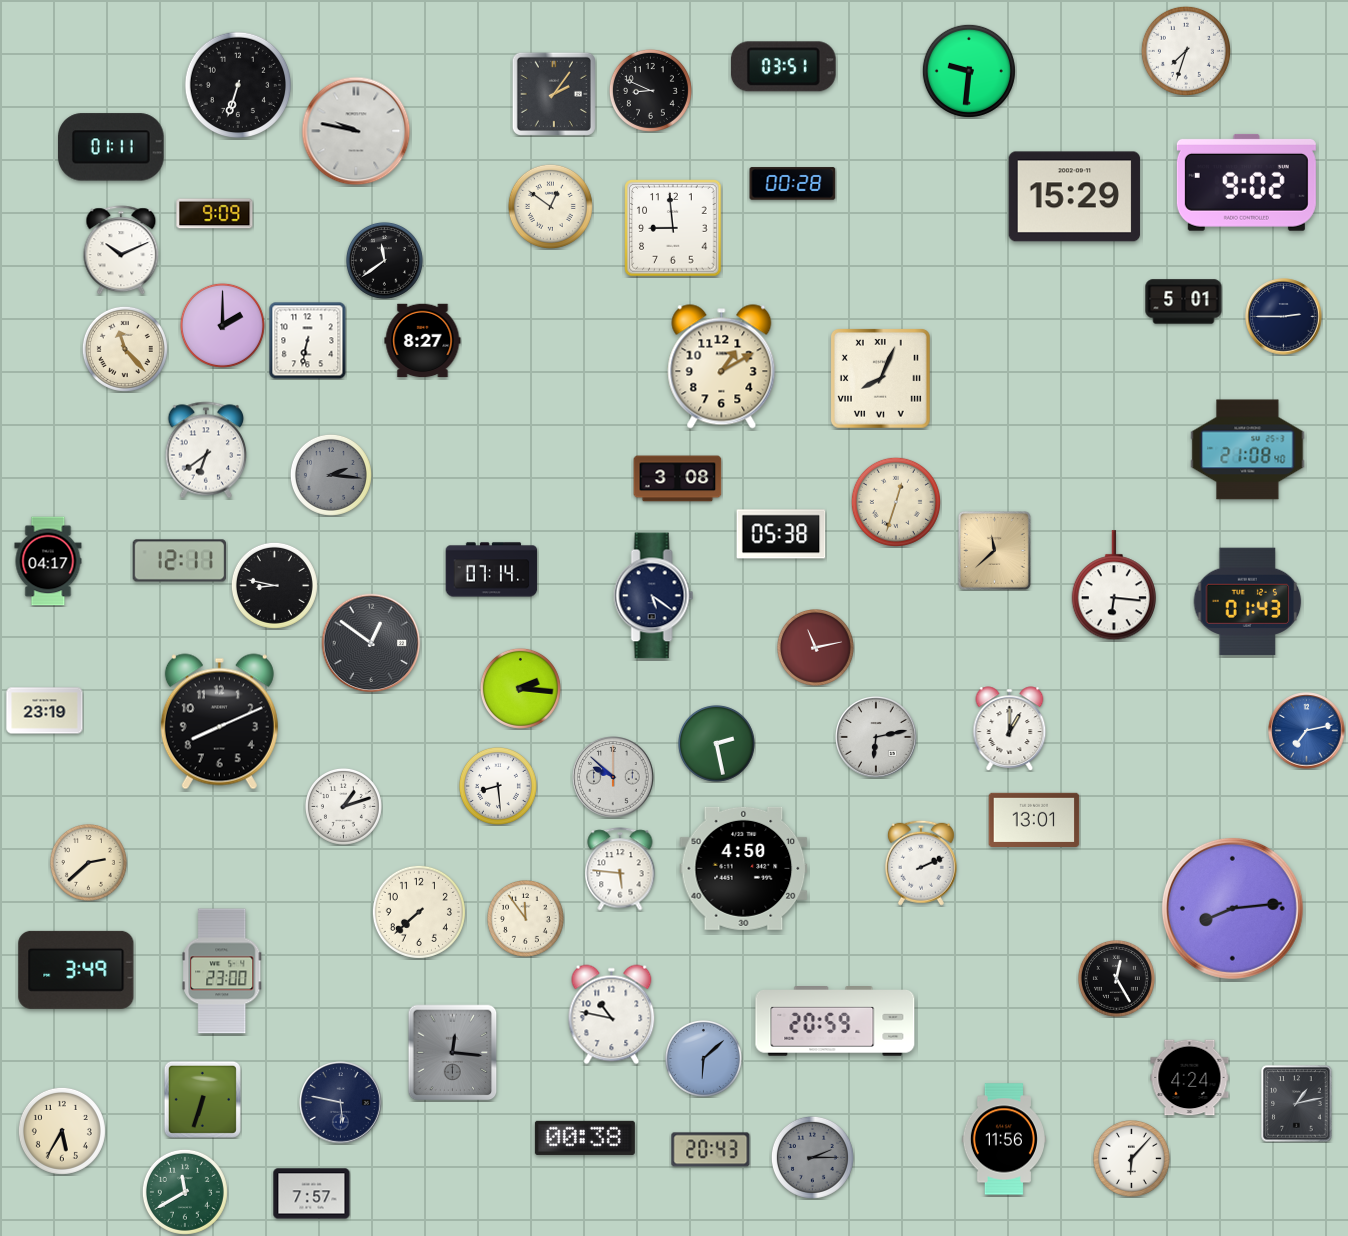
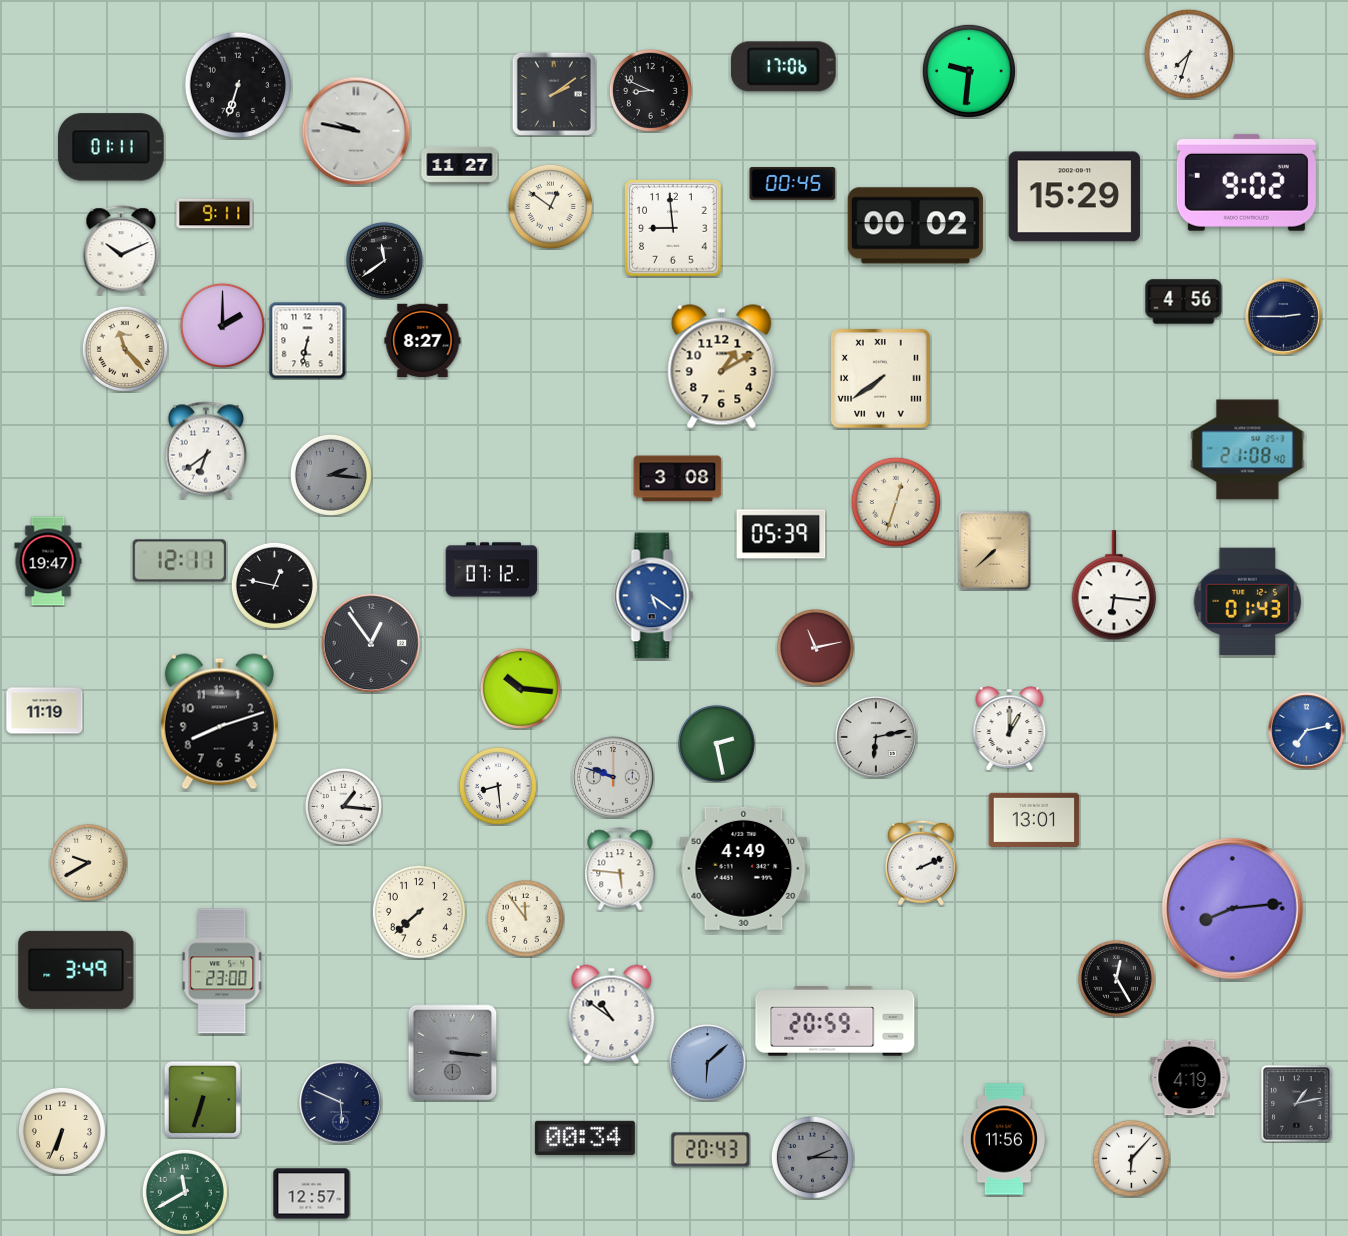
clock at (1186, 51) position: (1186, 51) -> (1189, 54)
clock at (783, 67): 03:51 -> 17:06
clock at (554, 94): 2:06 -> 2:09
clock at (460, 165): none -> 11:27
clock at (793, 184): 00:28 -> 00:45
clock at (215, 214): 9:09 -> 9:11
clock at (915, 226): none -> 00:02
clock at (1184, 302): 5:01 -> 4:56
clock at (881, 379): 8:04 -> 7:39
clock at (781, 534): 05:38 -> 05:39
clock at (994, 550): 11:38 -> 7:38
clock at (48, 561): 04:17 -> 19:47
clock at (492, 570): 07:14 -> 07:12
clock at (274, 585): 8:47 -> 12:47
clock at (654, 596) dial: navy -> blue
clock at (371, 643): 12:51 -> 12:54
clock at (520, 688): 2:16 -> 10:16
clock at (45, 711): 23:19 -> 11:19
clock at (219, 722): 8:11 -> 8:12
clock at (613, 777): 9:52 -> 9:48
clock at (343, 806): 1:12 -> 1:16
clock at (88, 862): 2:38 -> 9:40
clock at (744, 868): 4:50 -> 4:49
clock at (612, 1015): 10:47 -> 10:51
clock at (453, 1053): 12:16 -> 3:16
clock at (703, 1058) position: (703, 1058) -> (707, 1062)
clock at (1190, 1078): 4:24 -> 4:19
clock at (341, 1103): 5:47 -> 5:49
clock at (62, 1131): 5:35 -> 6:34
clock at (585, 1138): 00:38 -> 00:34
clock at (312, 1194): 7:57 -> 12:57
